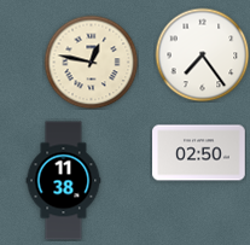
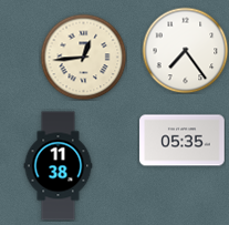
clock at (91, 62): 12:47 -> 12:44
clock at (199, 153): 02:50 -> 05:35
